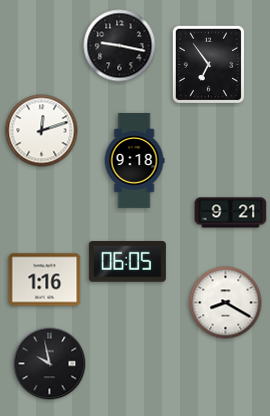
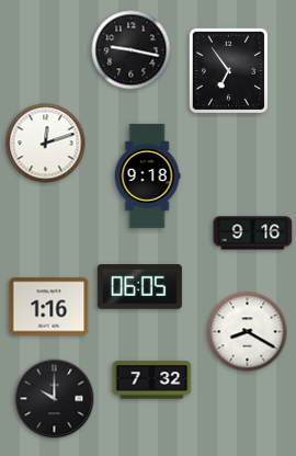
clock at (231, 213): 9:21 -> 9:16
clock at (152, 380): none -> 7:32
clock at (50, 364): 9:58 -> 10:00
